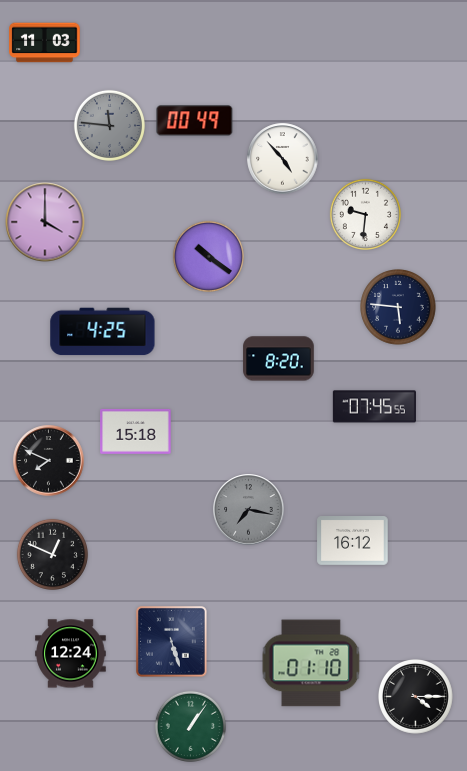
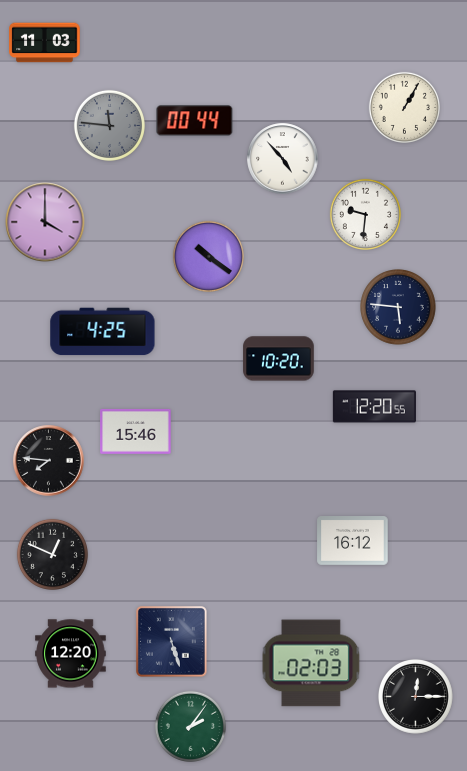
clock at (404, 107): none -> 1:05
clock at (195, 121): 00:49 -> 00:44
clock at (279, 359): 8:20 -> 10:20
clock at (374, 407): 07:45 -> 12:20
clock at (136, 432): 15:18 -> 15:46
clock at (49, 461): 7:49 -> 7:46
clock at (249, 510): 7:17 -> none
clock at (71, 654): 12:24 -> 12:20
clock at (311, 663): 01:10 -> 02:03
clock at (416, 697): 4:15 -> 12:15
clock at (190, 726): 1:06 -> 2:06
